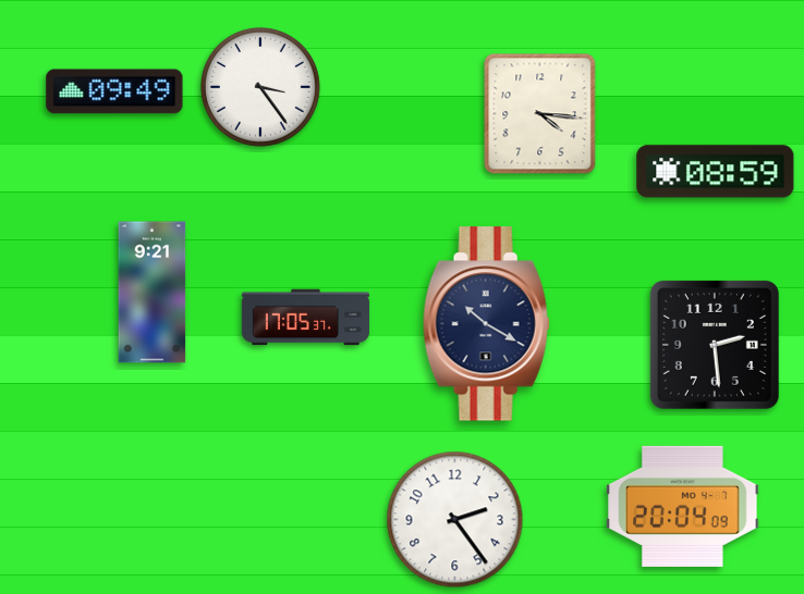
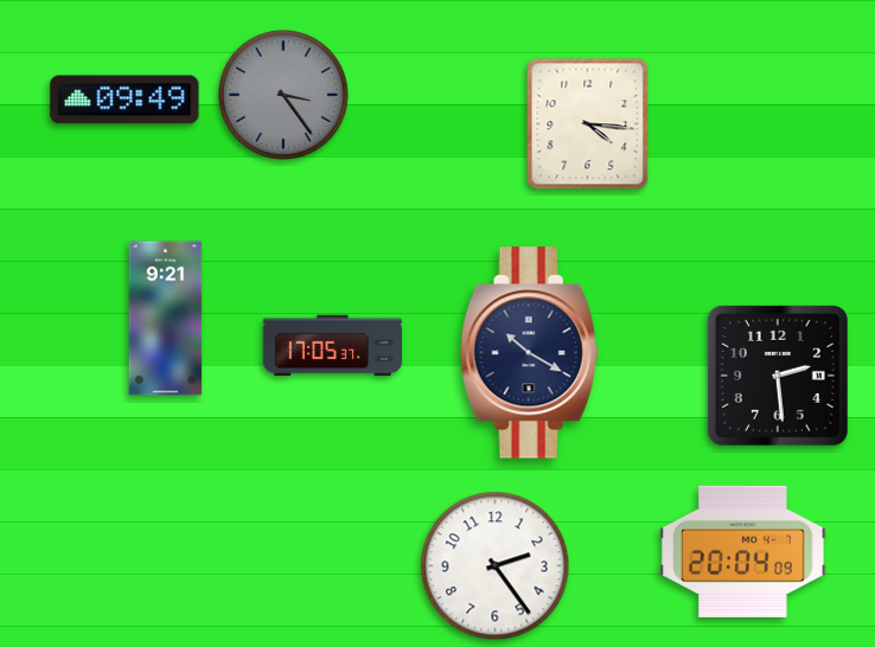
clock at (260, 87) dial: white -> grey
clock at (716, 172): 08:59 -> none
